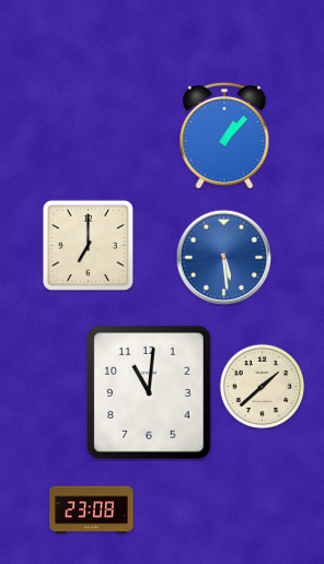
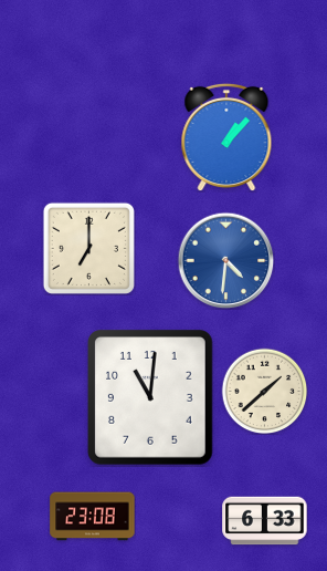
clock at (223, 257): 5:29 -> 4:31
clock at (265, 521): none -> 6:33
